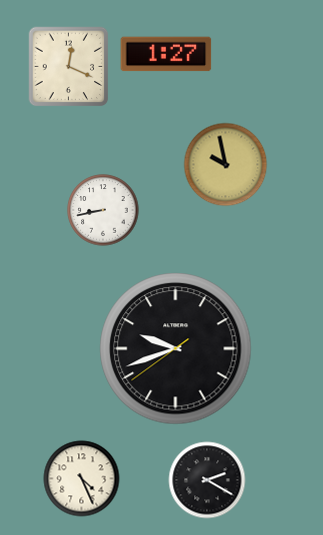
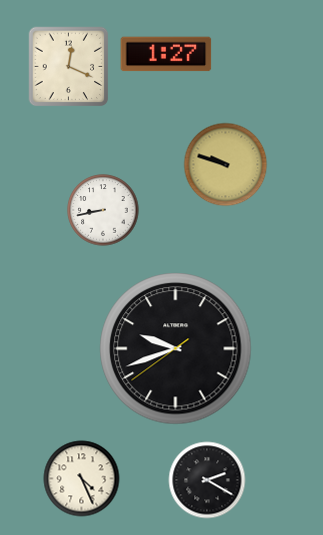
clock at (226, 165): 9:58 -> 9:48
